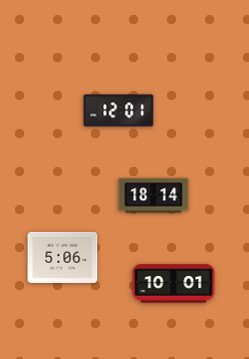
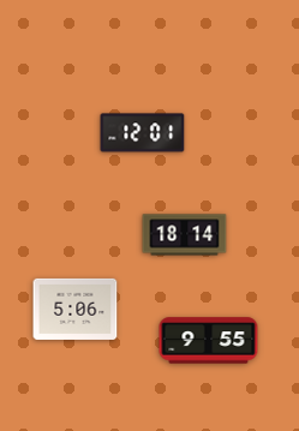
clock at (174, 284): 10:01 -> 9:55
